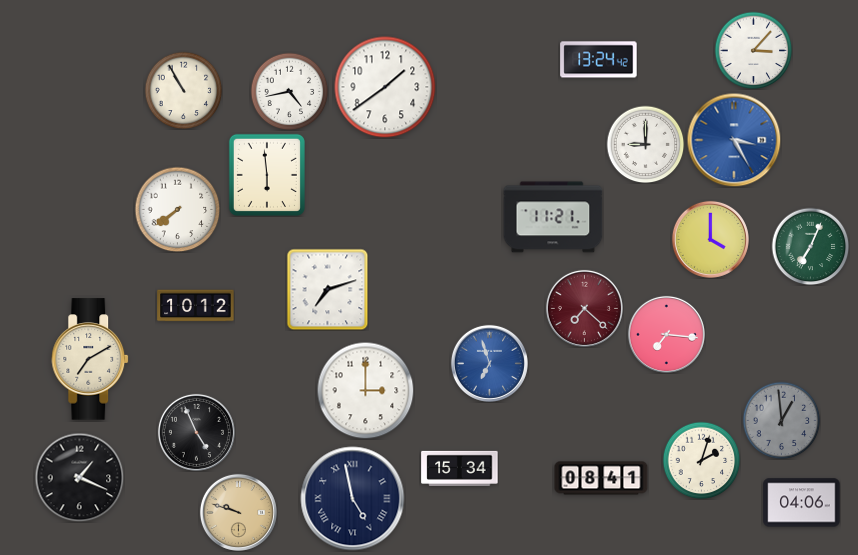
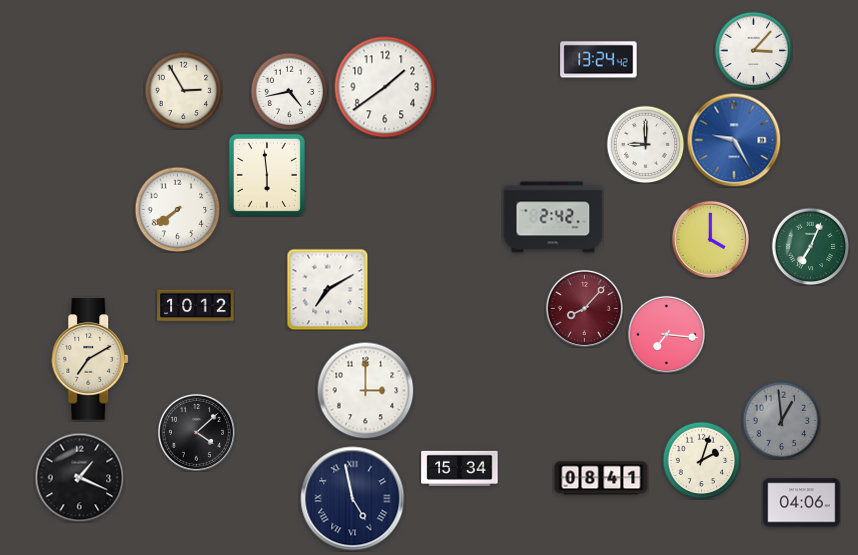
clock at (183, 90): 10:55 -> 2:55
clock at (734, 140): 3:25 -> 9:25
clock at (553, 217): 11:21 -> 2:42
clock at (327, 289): 7:12 -> 7:10
clock at (584, 308): 7:22 -> 8:07
clock at (489, 363): 6:57 -> none
clock at (196, 432): 4:56 -> 4:08
clock at (238, 512): 9:48 -> none
